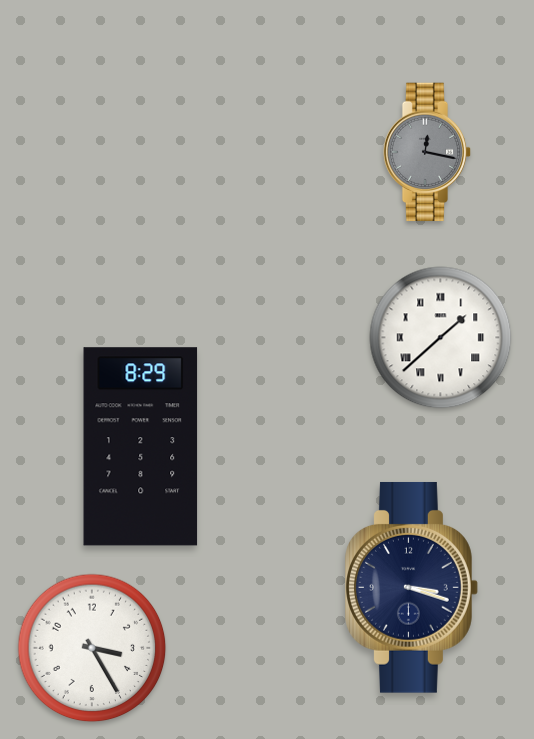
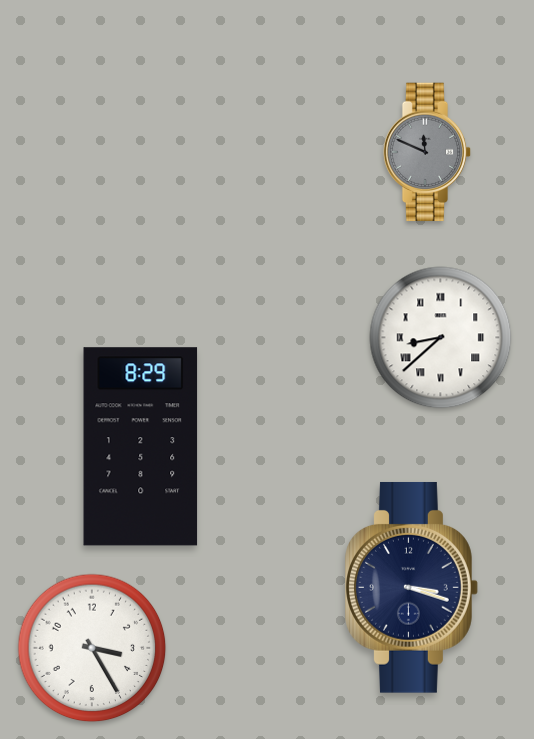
clock at (427, 152): 12:17 -> 11:49
clock at (441, 338): 1:38 -> 8:38
